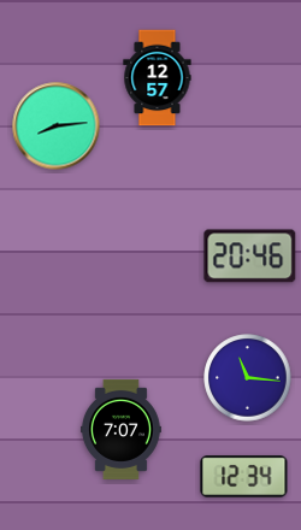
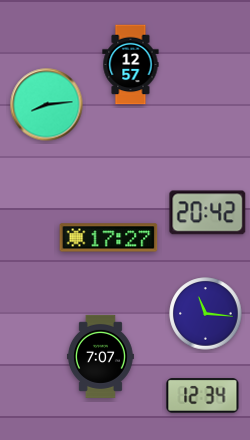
clock at (250, 257): 20:46 -> 20:42
clock at (109, 238): none -> 17:27
